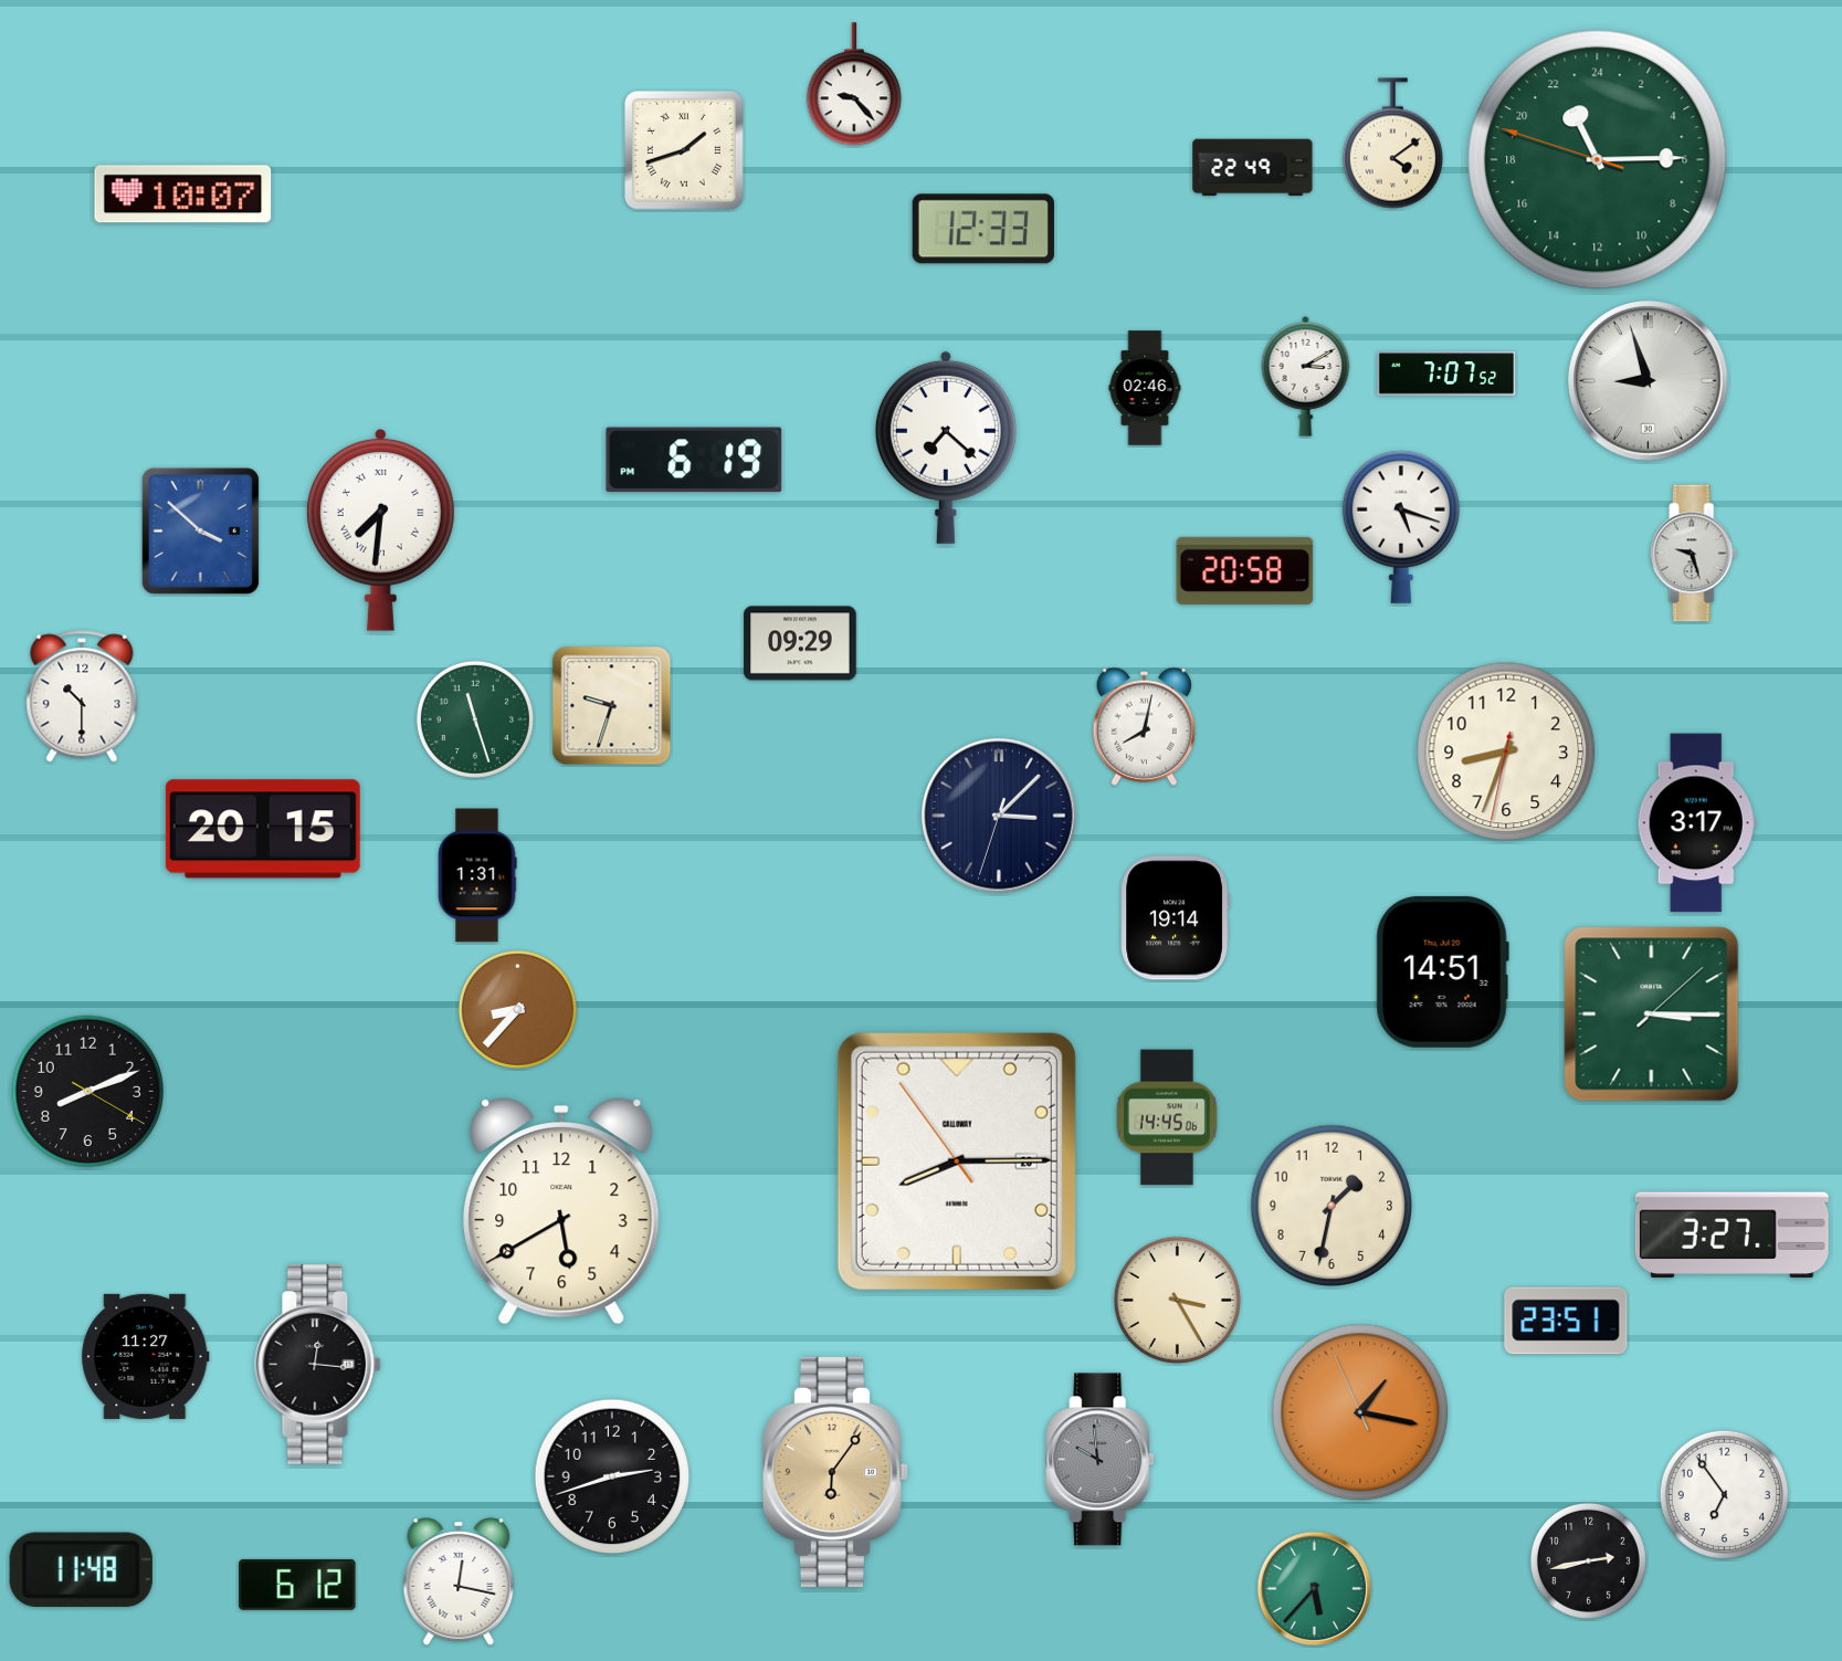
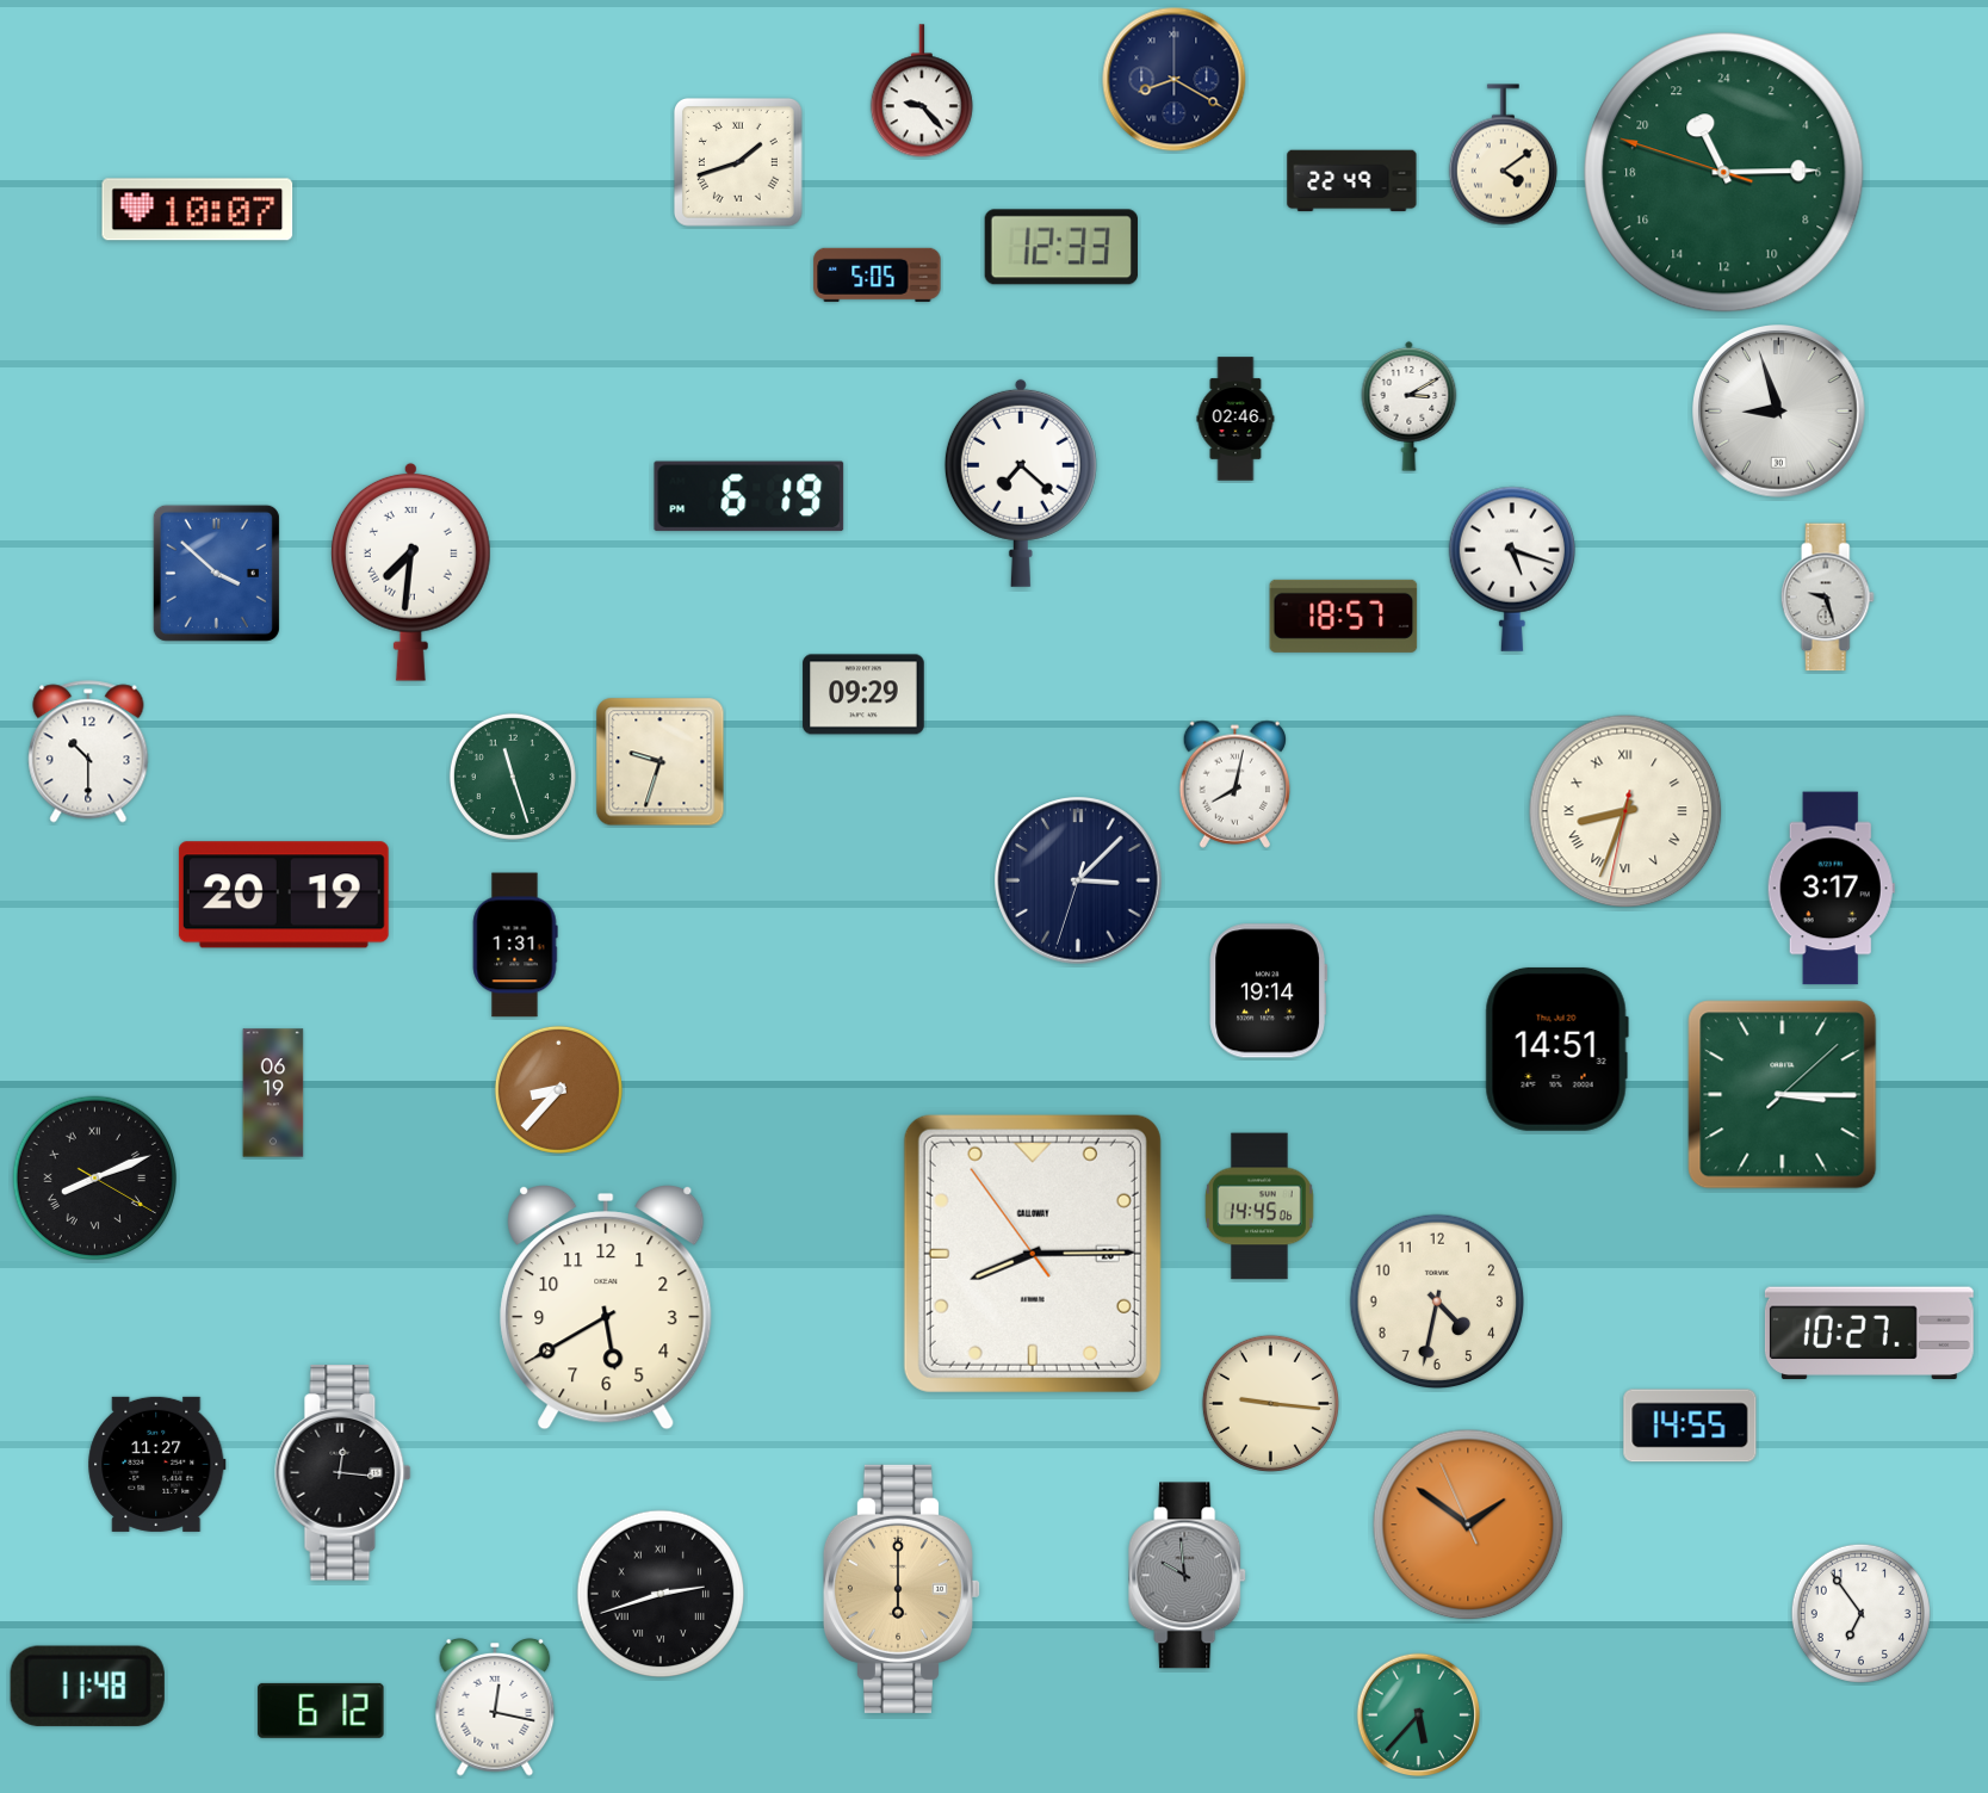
clock at (1175, 80): none -> 8:20
clock at (878, 274): none -> 5:05
clock at (1446, 374): 7:07 -> none
clock at (1245, 570): 20:58 -> 18:57
clock at (1506, 751) numerals: Arabic -> Roman
clock at (263, 829): 20:15 -> 20:19
clock at (273, 1093): none -> 06:19
clock at (88, 1092) numerals: Arabic -> Roman
clock at (1331, 1206): 1:32 -> 4:32
clock at (1732, 1236): 3:27 -> 10:27
clock at (1177, 1300): 3:25 -> 9:16
clock at (1566, 1321): 23:51 -> 14:55
clock at (1360, 1412): 1:16 -> 1:50
clock at (835, 1472): 6:06 -> 6:00
clock at (612, 1476) numerals: Arabic -> Roman
clock at (1588, 1560): 2:43 -> none
clock at (81, 1569) position: (81, 1569) -> (87, 1686)
